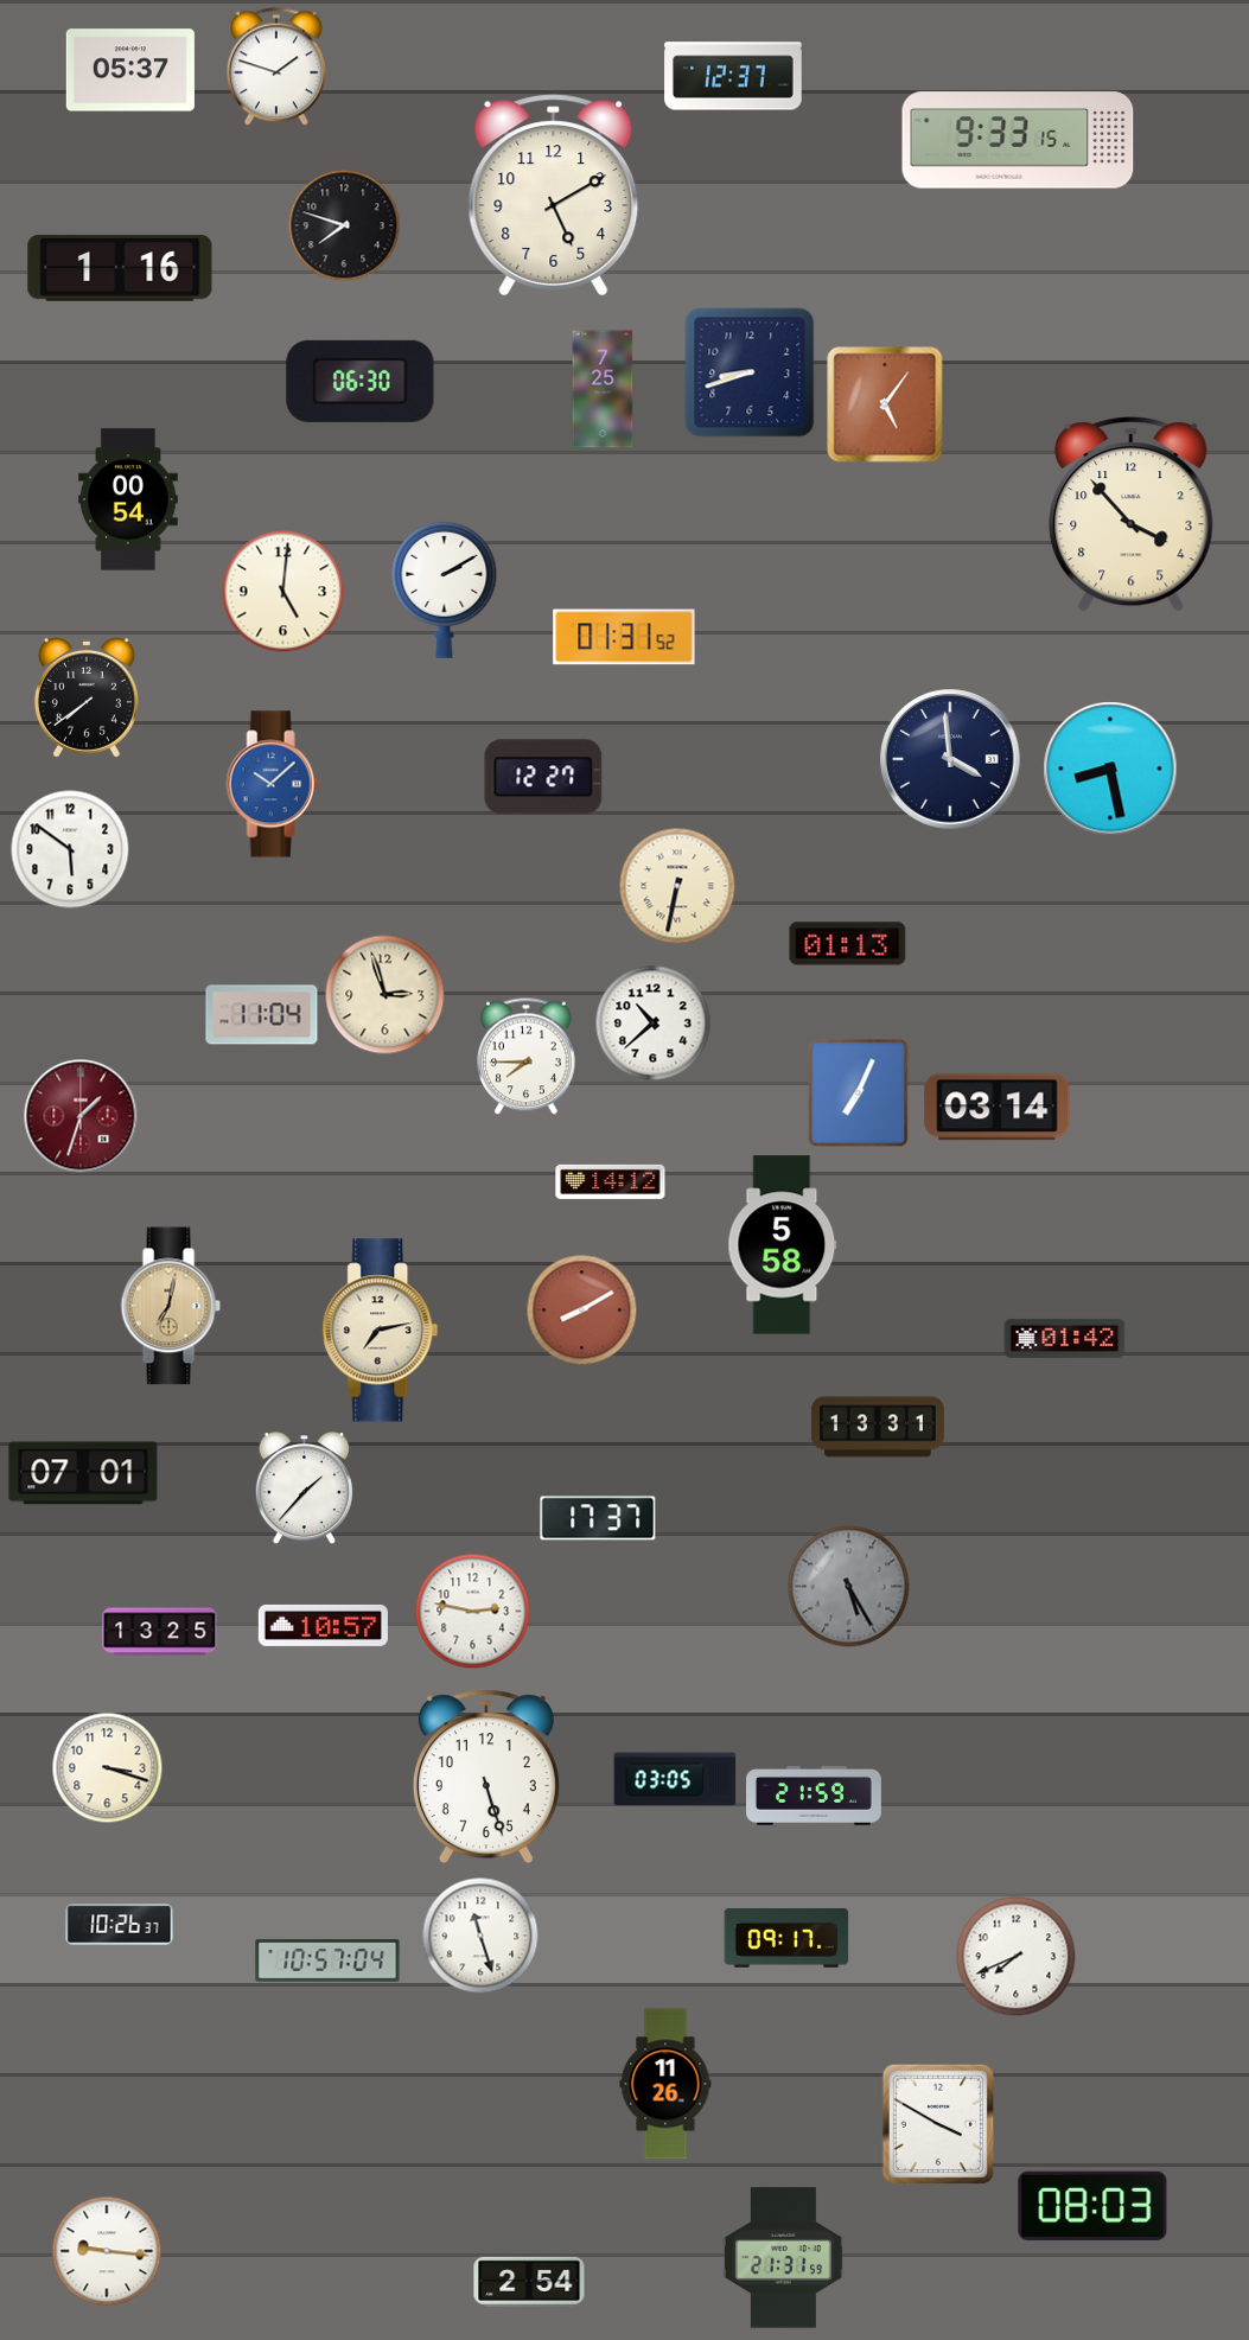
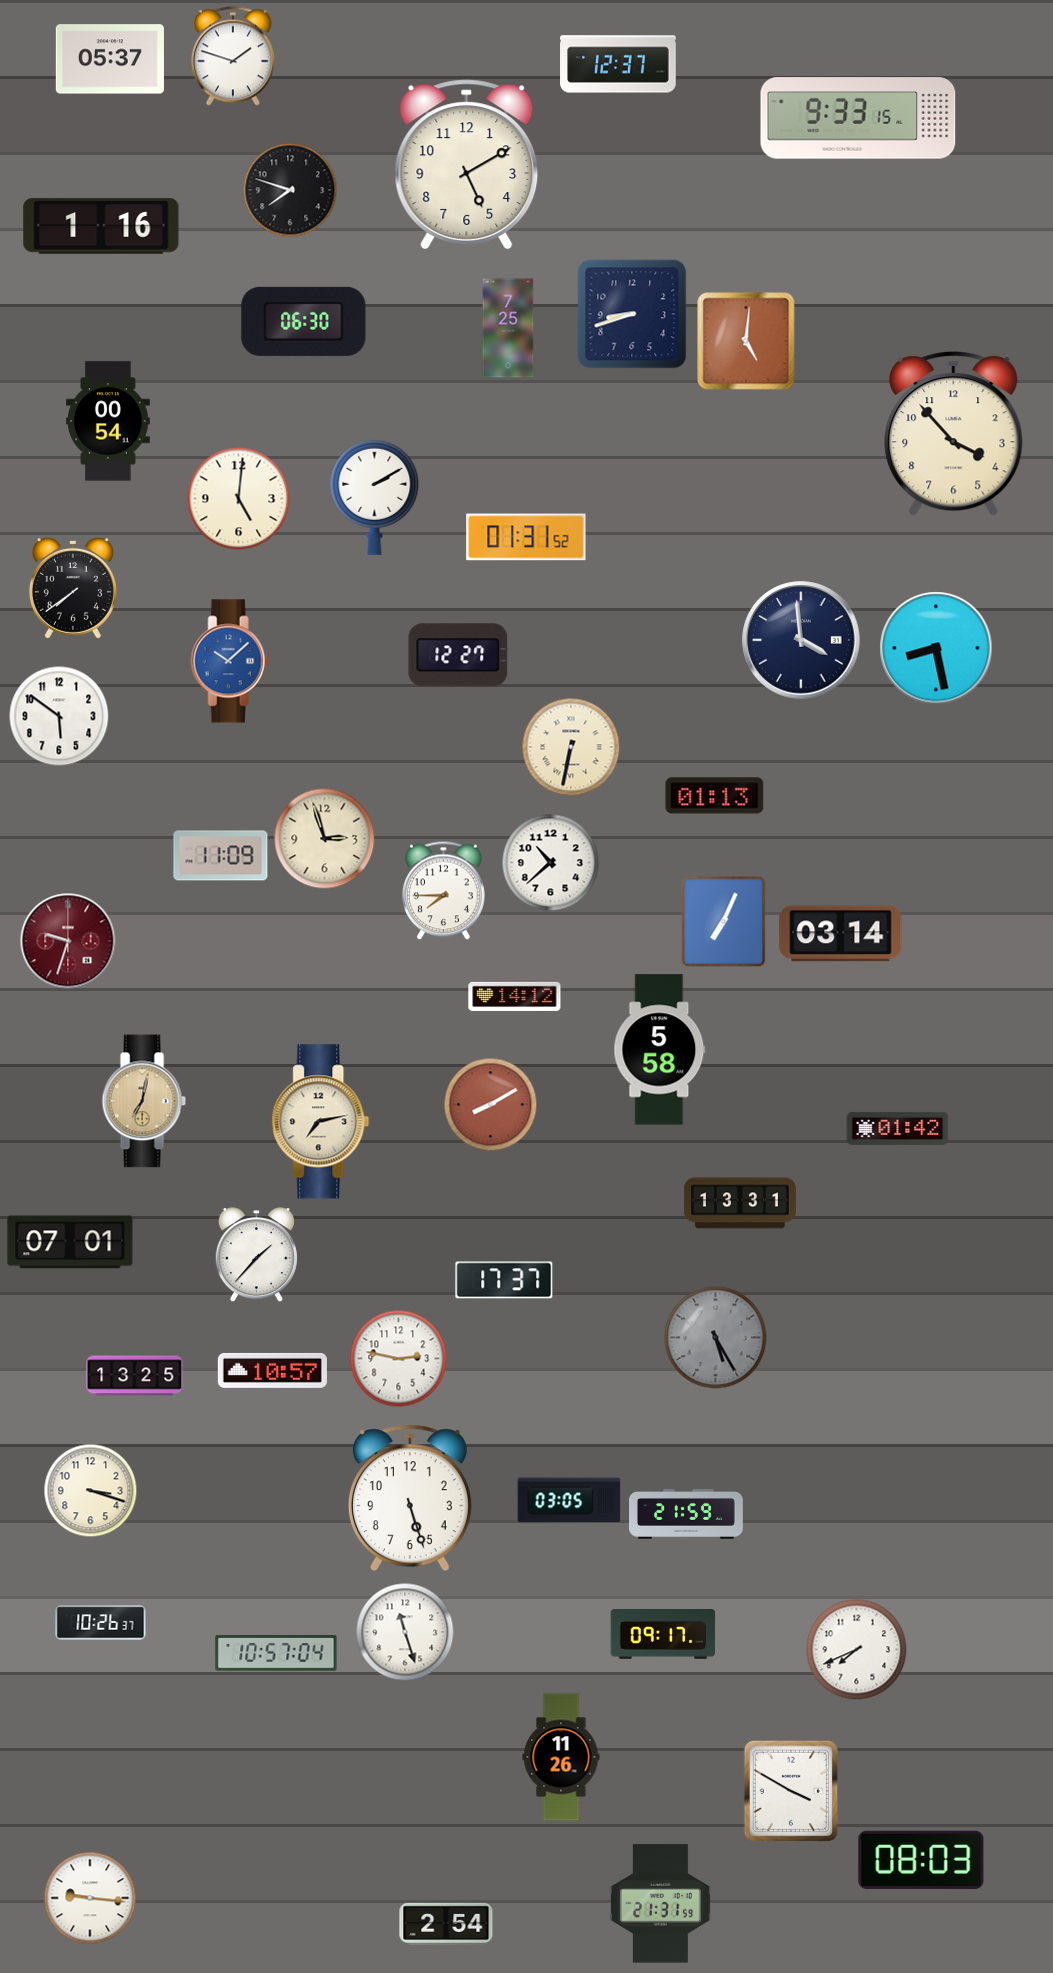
clock at (885, 404): 5:06 -> 5:01
clock at (262, 1015): 11:04 -> 11:09
clock at (81, 1116): 1:33 -> 9:33
